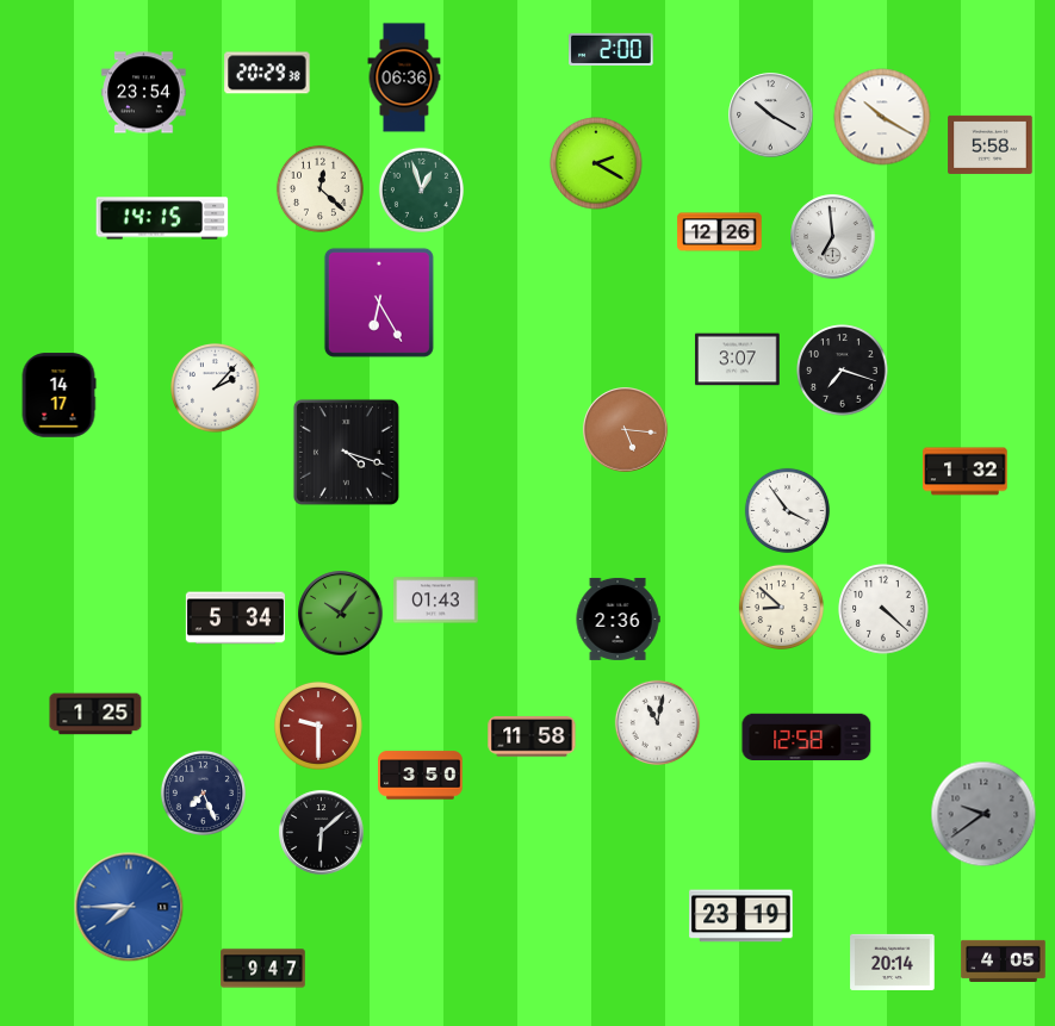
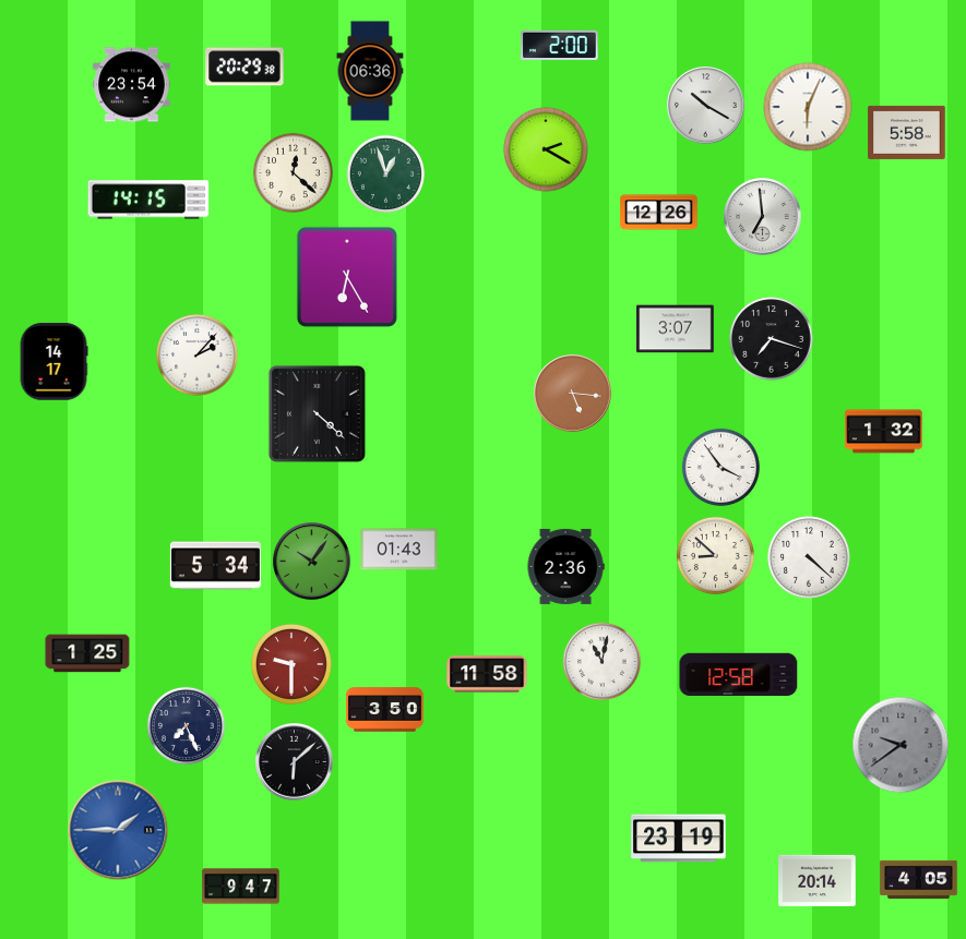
clock at (882, 117): 10:20 -> 6:04
clock at (346, 452): 4:18 -> 4:22
clock at (129, 907): 7:45 -> 1:45
